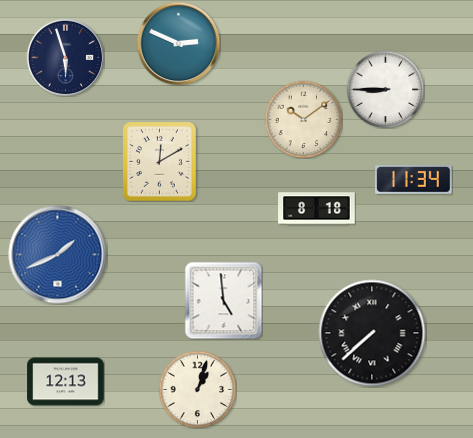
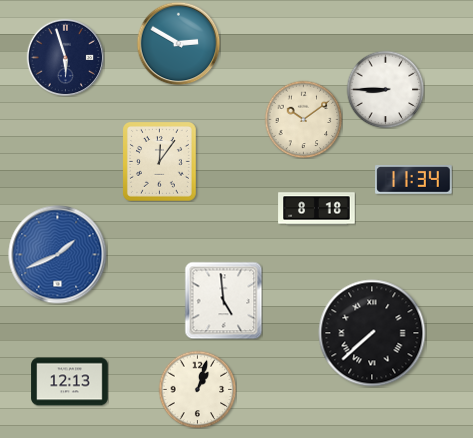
clock at (178, 43): 2:49 -> 2:50
clock at (160, 162): 12:10 -> 12:06
clock at (66, 382) position: (66, 382) -> (70, 382)
